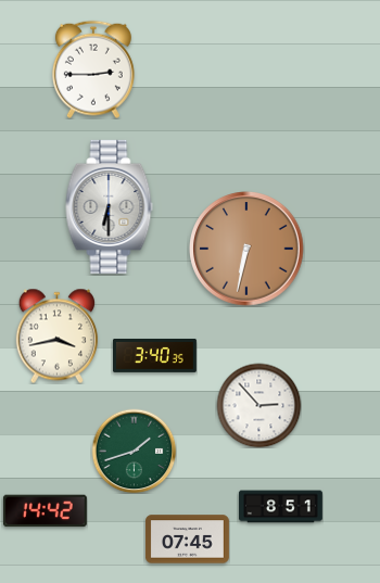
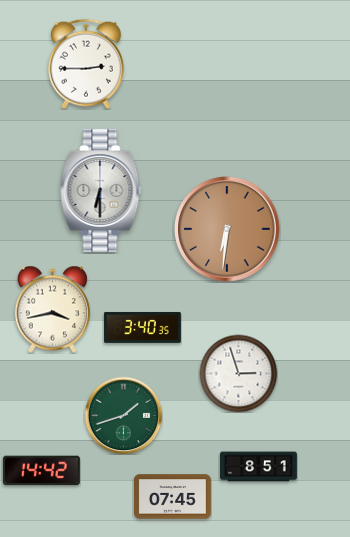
clock at (246, 249): 6:32 -> 6:31
clock at (258, 405): 2:53 -> 2:57
